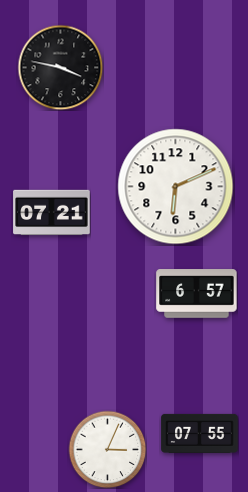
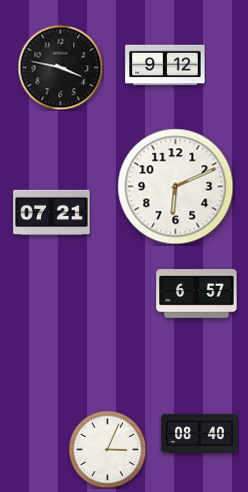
clock at (165, 65): none -> 9:12
clock at (200, 433): 07:55 -> 08:40
